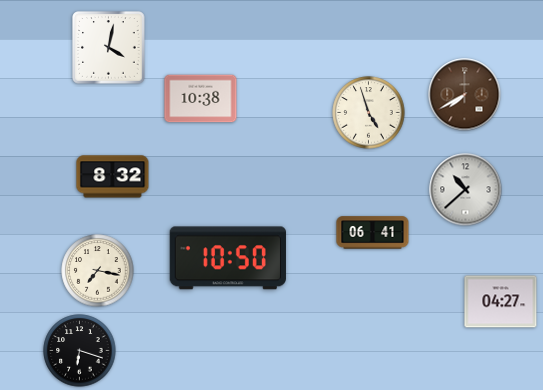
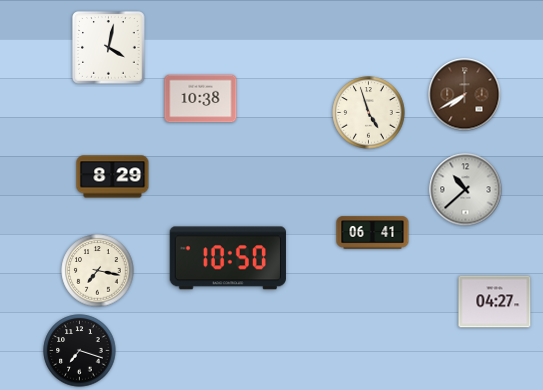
clock at (113, 177): 8:32 -> 8:29
clock at (501, 302) position: (501, 302) -> (495, 302)
clock at (80, 351): 6:18 -> 7:18
